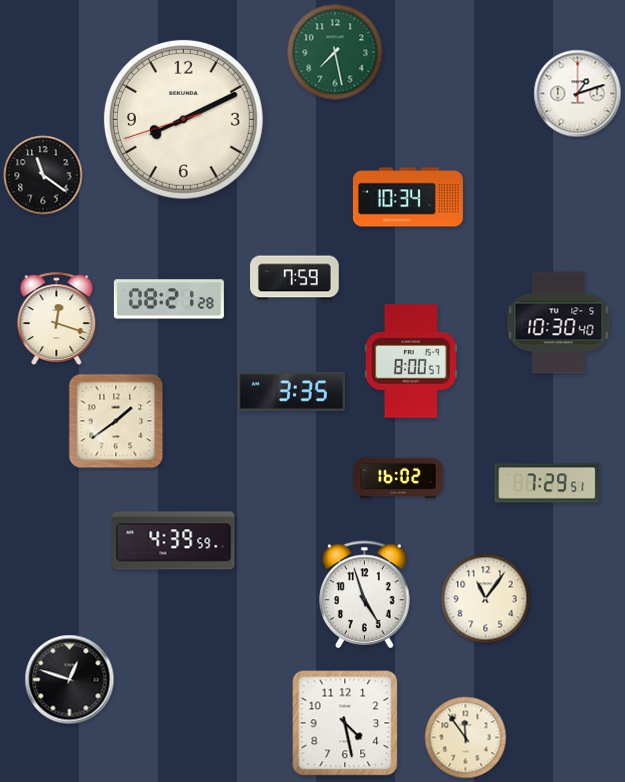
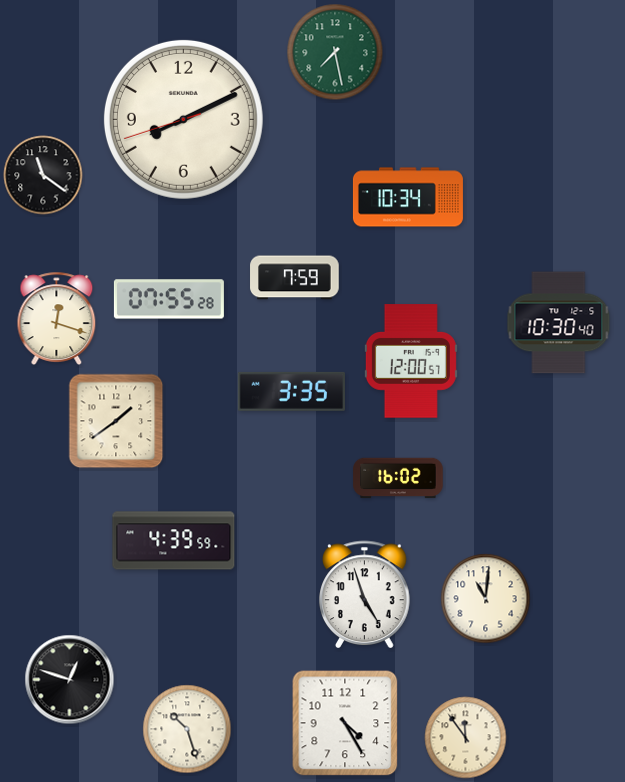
clock at (578, 94): 1:12 -> none
clock at (169, 299): 08:21 -> 07:55
clock at (411, 361): 8:00 -> 12:00
clock at (547, 483): 7:29 -> none
clock at (486, 599): 11:06 -> 11:01
clock at (345, 723): 4:28 -> 4:25
clock at (187, 729): none -> 10:27
